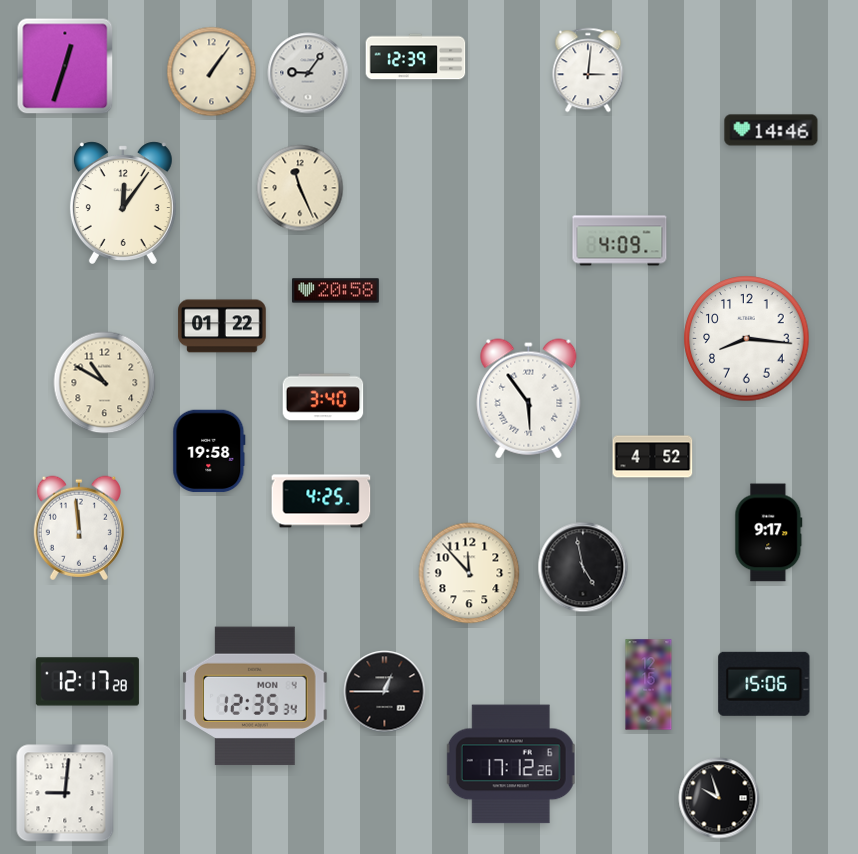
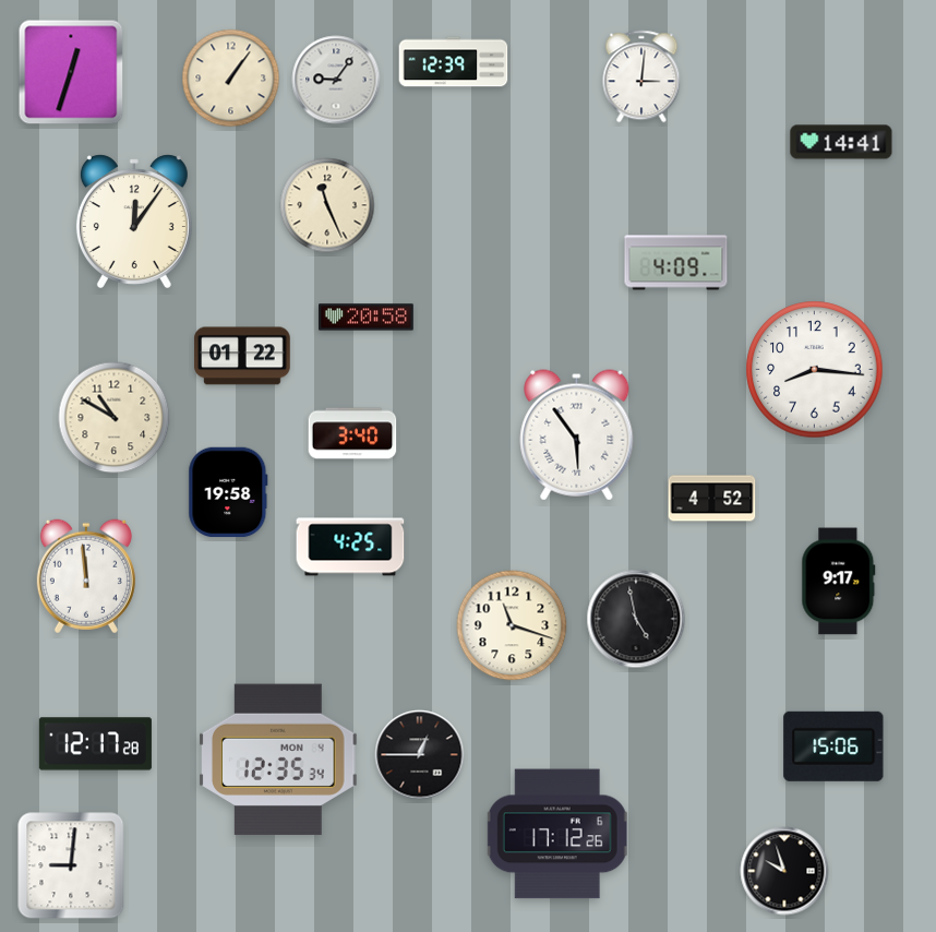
clock at (771, 130): 14:46 -> 14:41
clock at (469, 573): 11:53 -> 11:18
clock at (649, 685): 12:15 -> none
